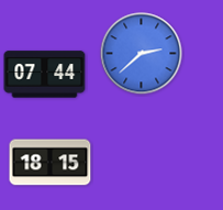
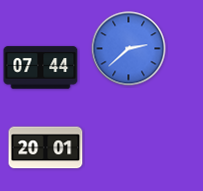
clock at (51, 163): 18:15 -> 20:01
